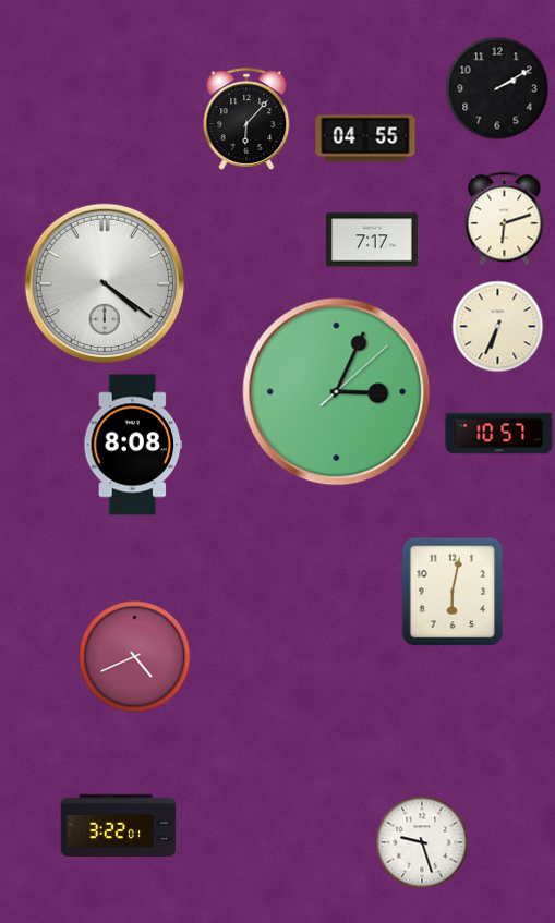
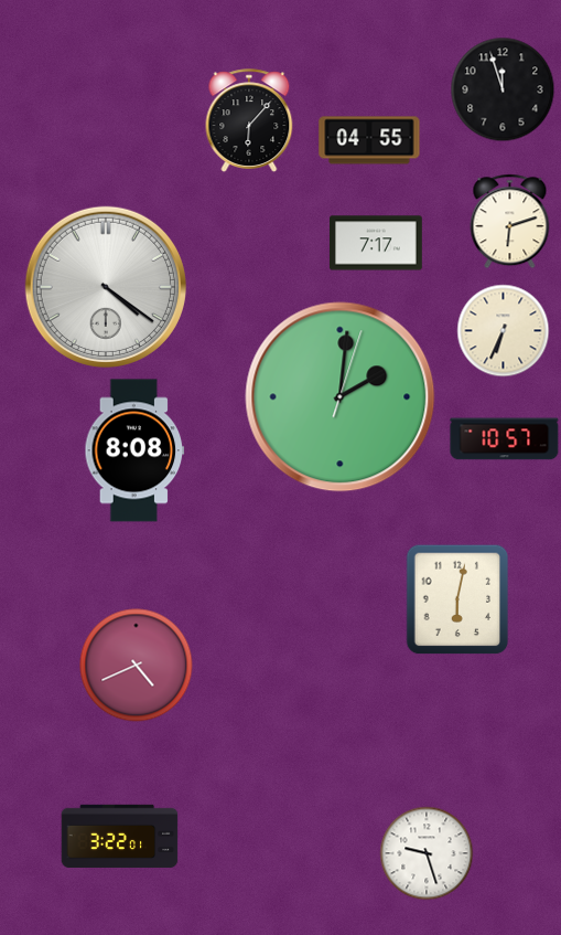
clock at (497, 88): 2:10 -> 11:57
clock at (337, 392): 3:04 -> 2:01
